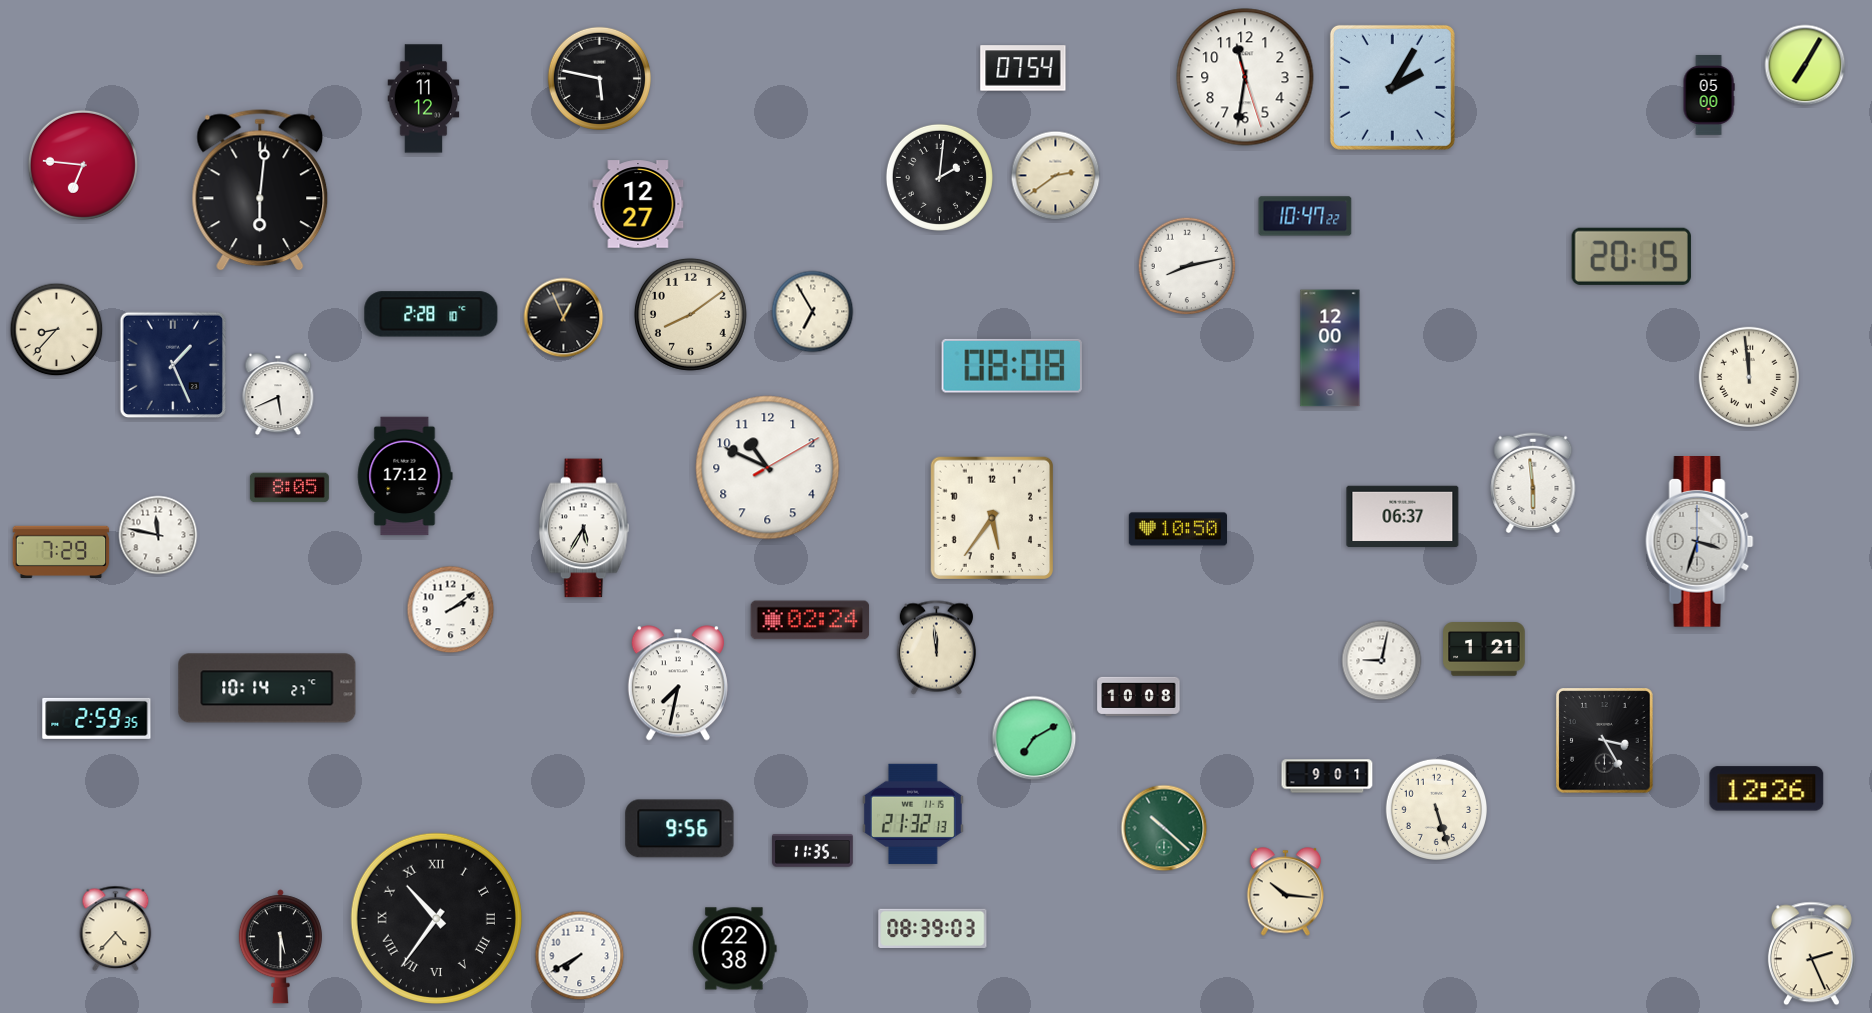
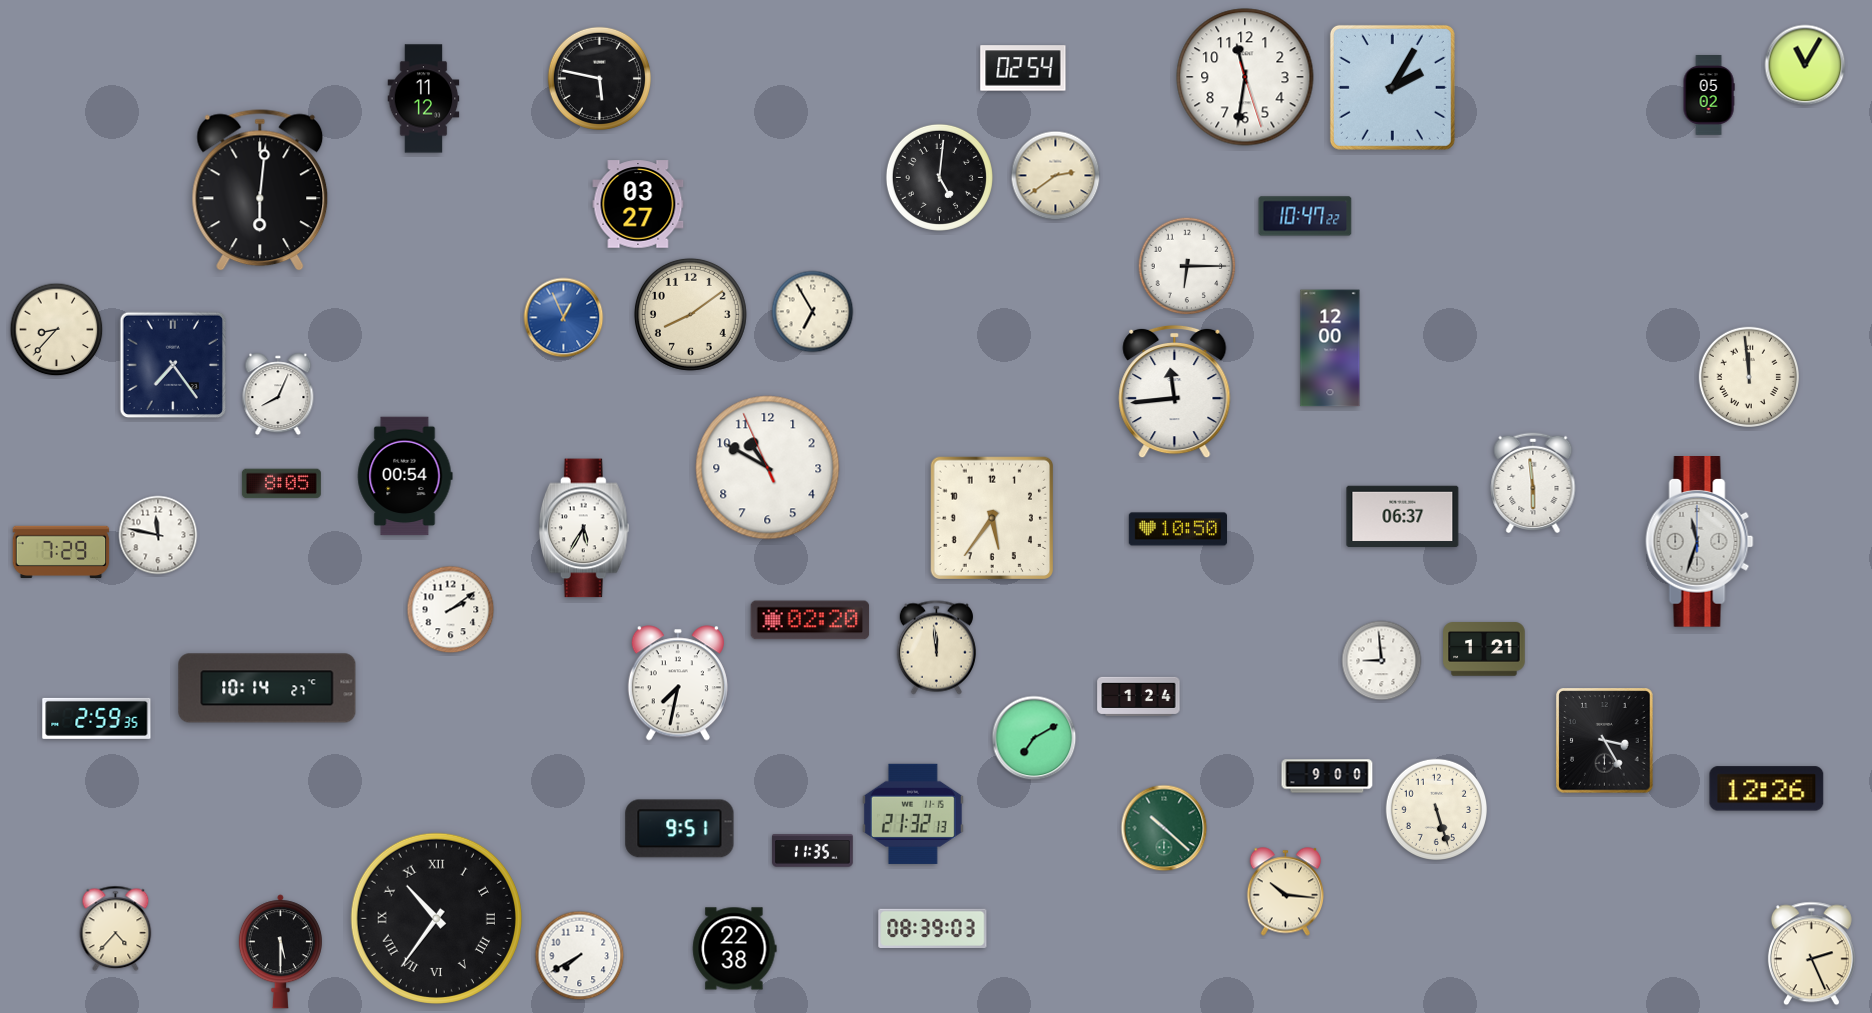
clock at (1805, 65): 7:05 -> 11:05
clock at (1023, 68): 07:54 -> 02:54
clock at (1709, 95): 05:00 -> 05:02
clock at (83, 165): 6:46 -> none
clock at (939, 177): 2:01 -> 5:01
clock at (638, 204): 12:27 -> 03:27
clock at (1631, 256): 20:15 -> none
clock at (1187, 266): 8:13 -> 6:15
clock at (431, 314): 2:28 -> none
clock at (564, 318) dial: black -> blue
clock at (173, 365): 1:26 -> 7:24
clock at (1012, 366): 08:08 -> none
clock at (1175, 392): none -> 11:44
clock at (278, 394): 5:41 -> 8:04
clock at (768, 468): 10:49:10 -> 10:49:56
clock at (405, 476): 17:12 -> 00:54
clock at (289, 488) position: (289, 488) -> (281, 484)
clock at (1700, 542): 3:33 -> 11:33
clock at (810, 620): 02:24 -> 02:20
clock at (1382, 661): 9:02 -> 8:59
clock at (1139, 696): 10:08 -> 1:24
clock at (1327, 776): 9:01 -> 9:00
clock at (680, 829): 9:56 -> 9:51
clock at (280, 947) position: (280, 947) -> (280, 952)
